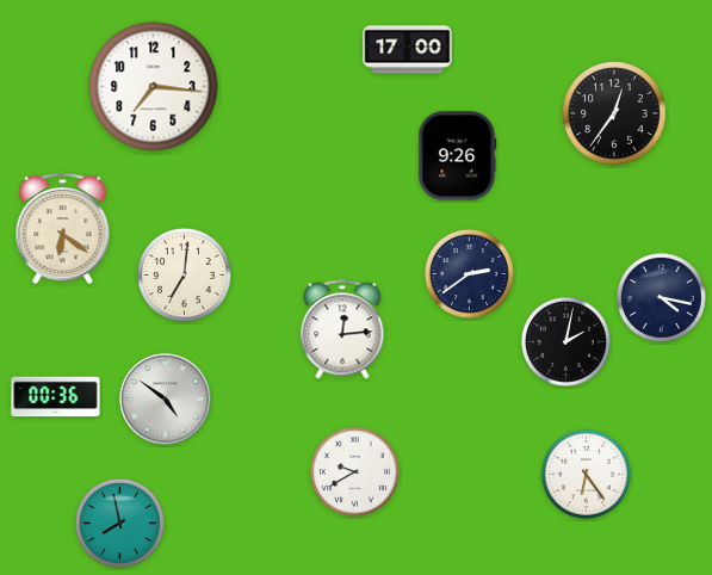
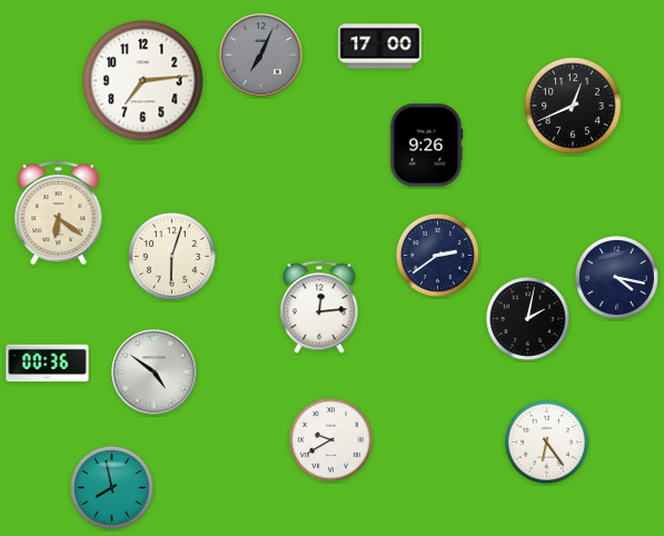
clock at (261, 56): none -> 7:04
clock at (154, 87): 7:16 -> 7:14
clock at (614, 113): 12:36 -> 12:41
clock at (185, 276): 7:01 -> 6:03
clock at (56, 397) position: (56, 397) -> (48, 364)
